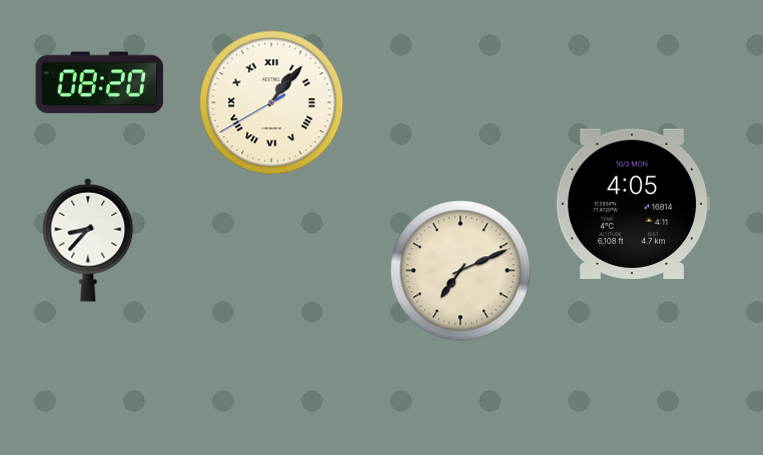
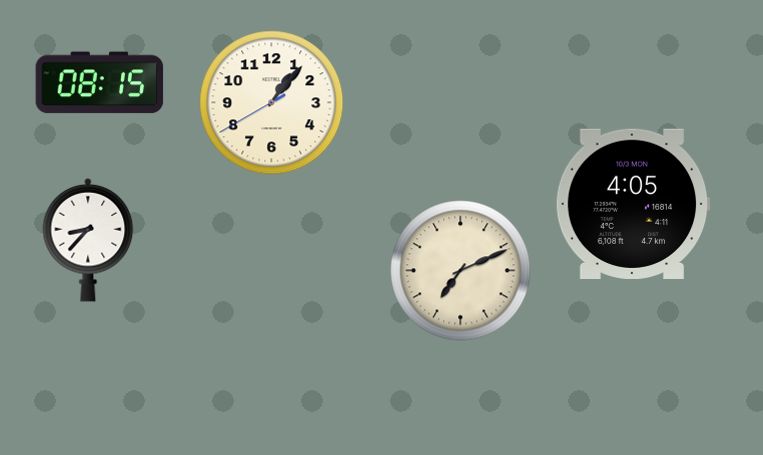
clock at (100, 83): 08:20 -> 08:15
clock at (272, 103) numerals: Roman -> Arabic
